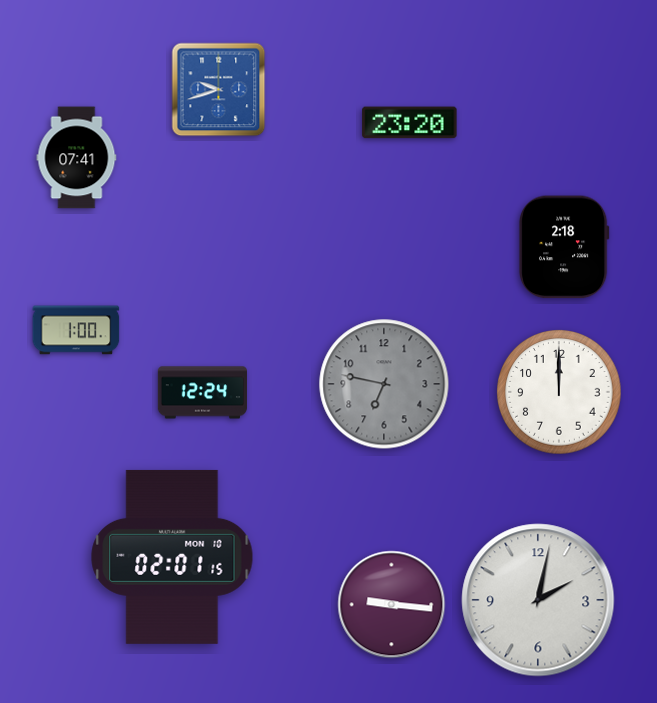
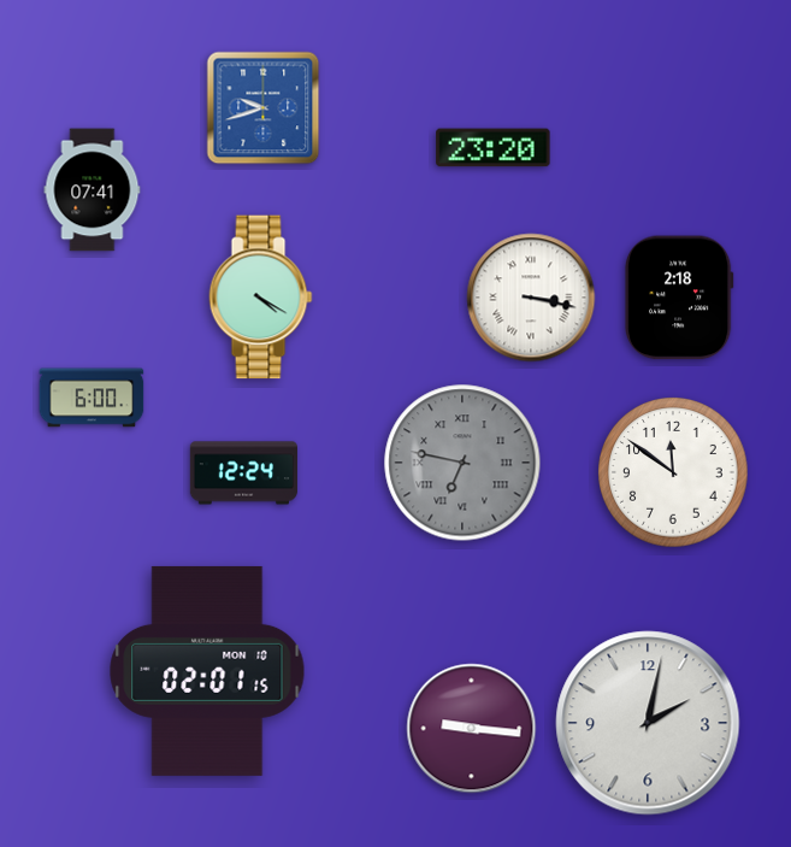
clock at (261, 298): none -> 4:20
clock at (531, 298): none -> 3:17
clock at (76, 330): 1:00 -> 6:00
clock at (384, 384) numerals: Arabic -> Roman
clock at (559, 392): 12:00 -> 11:51
